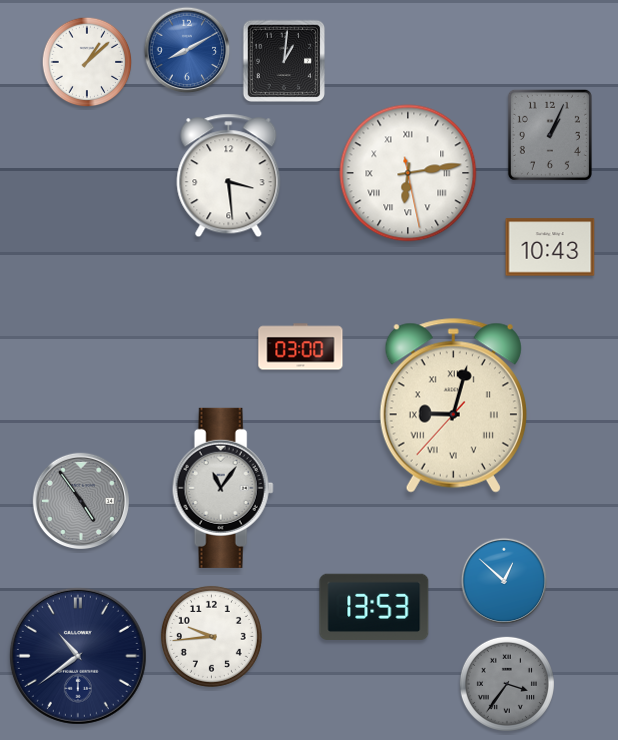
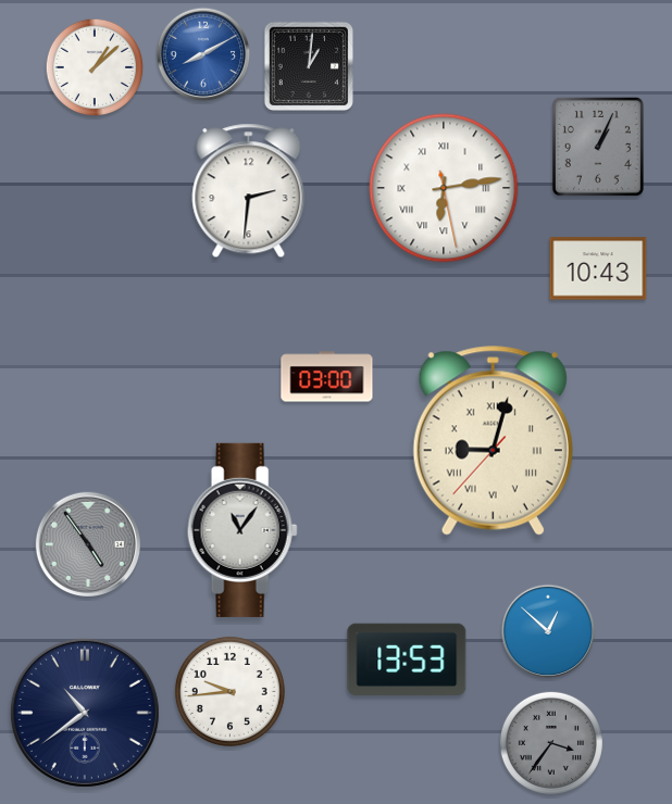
clock at (229, 176): 3:29 -> 2:31
